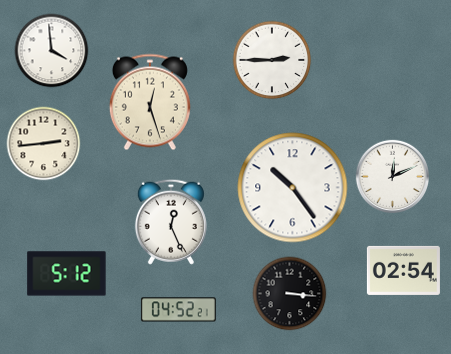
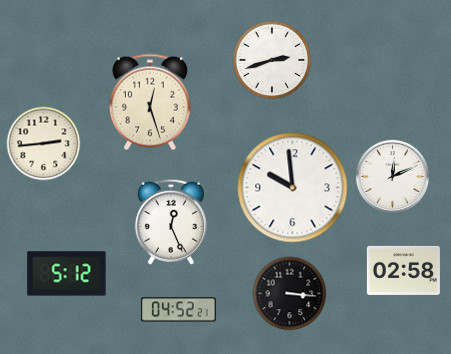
clock at (52, 51): 3:59 -> none
clock at (272, 60): 2:45 -> 2:42
clock at (293, 188): 10:24 -> 9:59
clock at (403, 270): 02:54 -> 02:58
